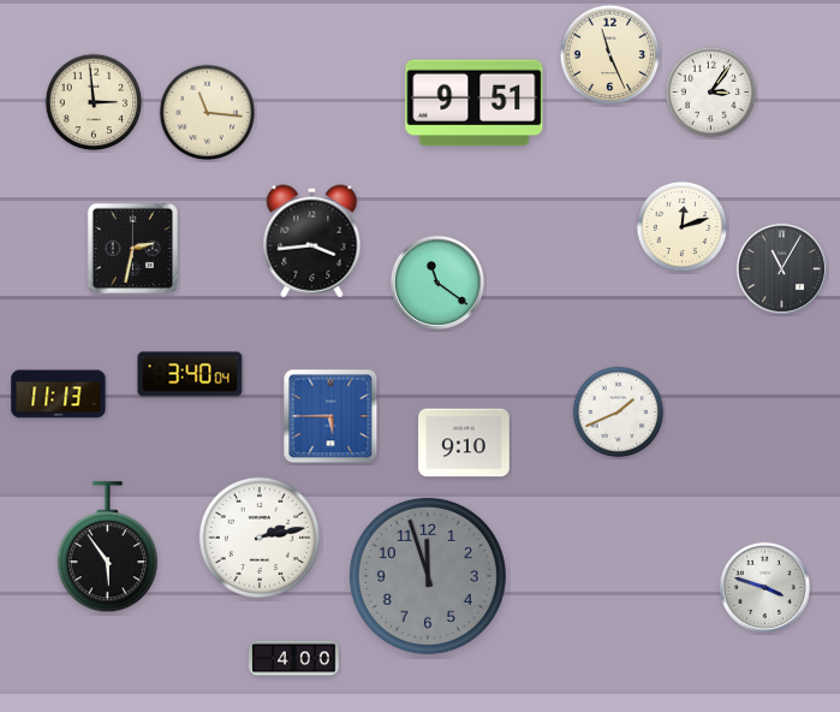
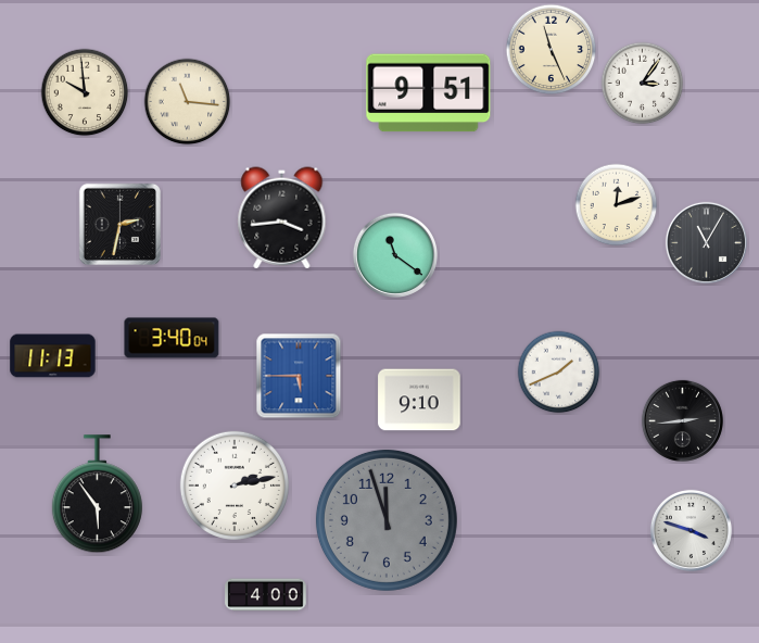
clock at (94, 102): 2:59 -> 9:59
clock at (682, 420): none -> 2:44
